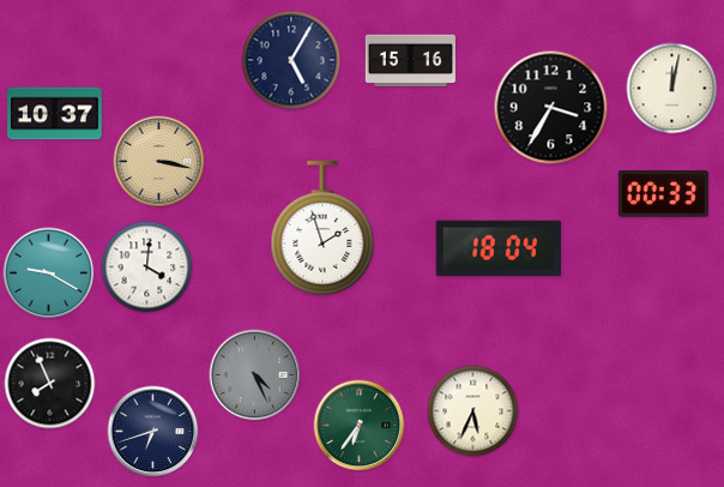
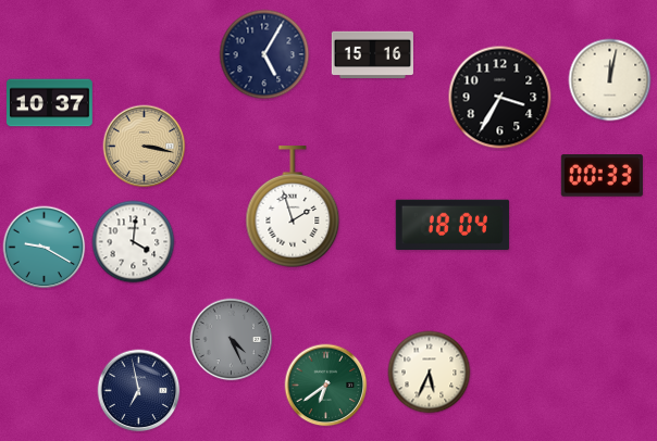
clock at (50, 384): 7:56 -> none
clock at (360, 426): 6:36 -> 6:39
clock at (153, 432): 6:42 -> 6:58
